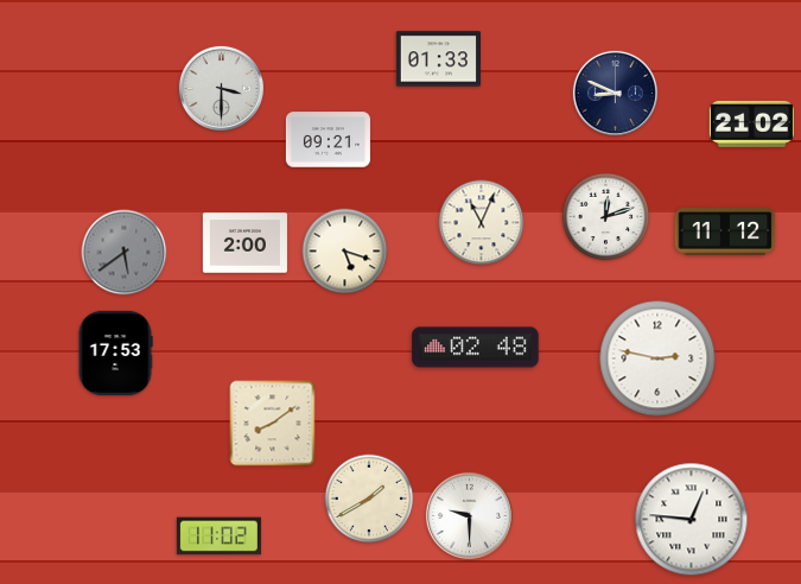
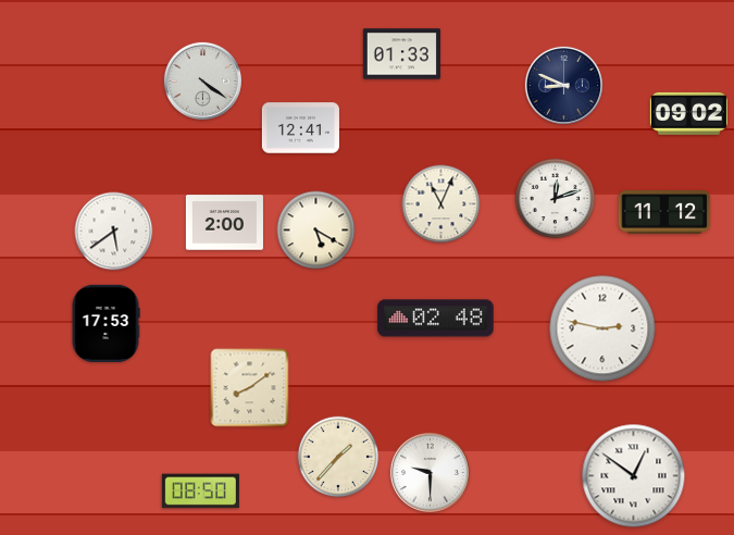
clock at (221, 88): 3:30 -> 4:21
clock at (751, 123): 21:02 -> 09:02
clock at (328, 140): 09:21 -> 12:41
clock at (345, 252): 5:18 -> 5:20
clock at (125, 253) dial: grey -> white
clock at (369, 499): 1:40 -> 1:37
clock at (692, 520): 12:46 -> 12:51
clock at (218, 537): 11:02 -> 08:50
